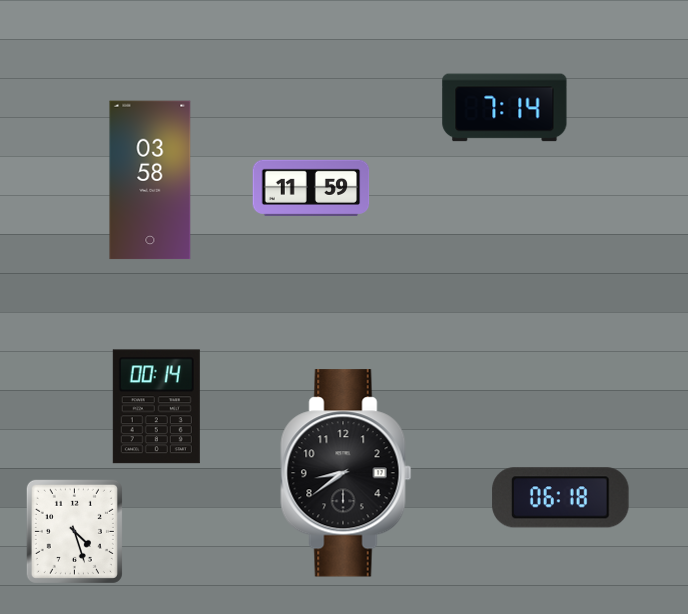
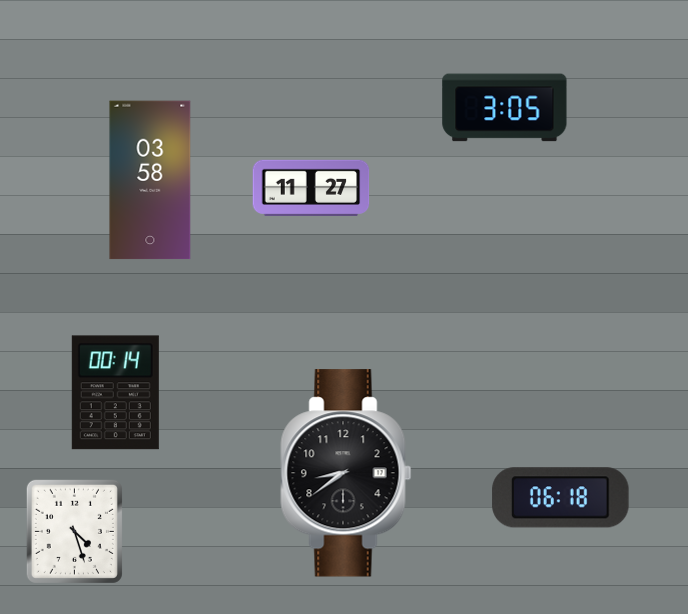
clock at (505, 108): 7:14 -> 3:05
clock at (311, 188): 11:59 -> 11:27
clock at (156, 407) position: (156, 407) -> (115, 393)
